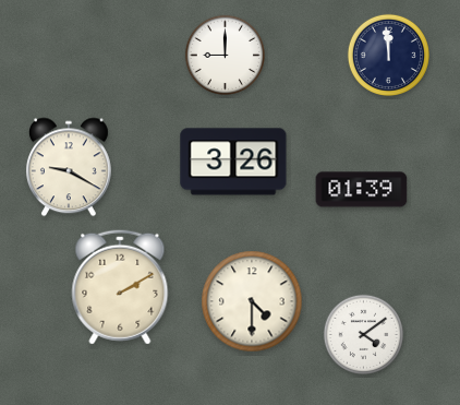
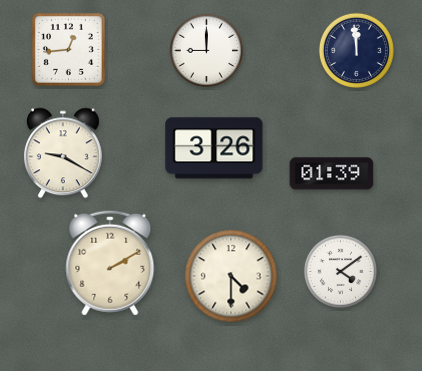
clock at (68, 49): none -> 12:44
clock at (363, 334) position: (363, 334) -> (340, 271)
